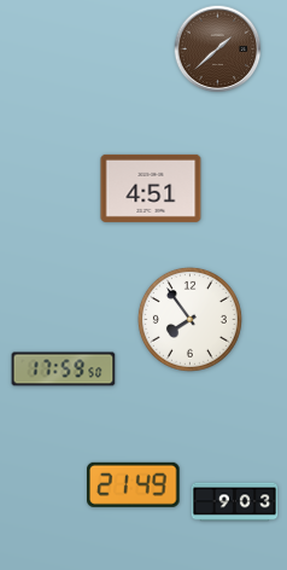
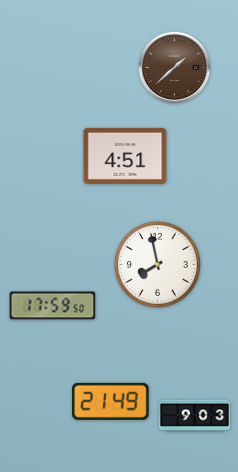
clock at (218, 50) position: (218, 50) -> (175, 68)
clock at (189, 319): 7:54 -> 7:58
